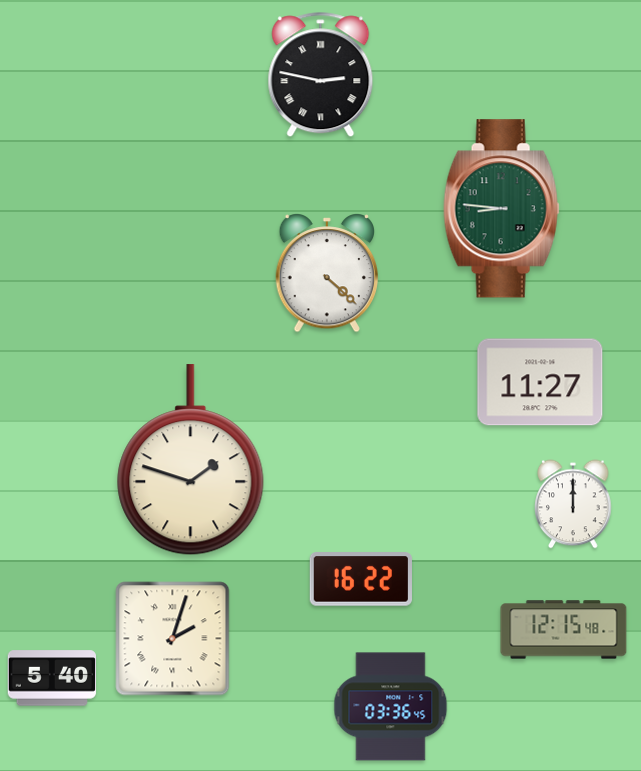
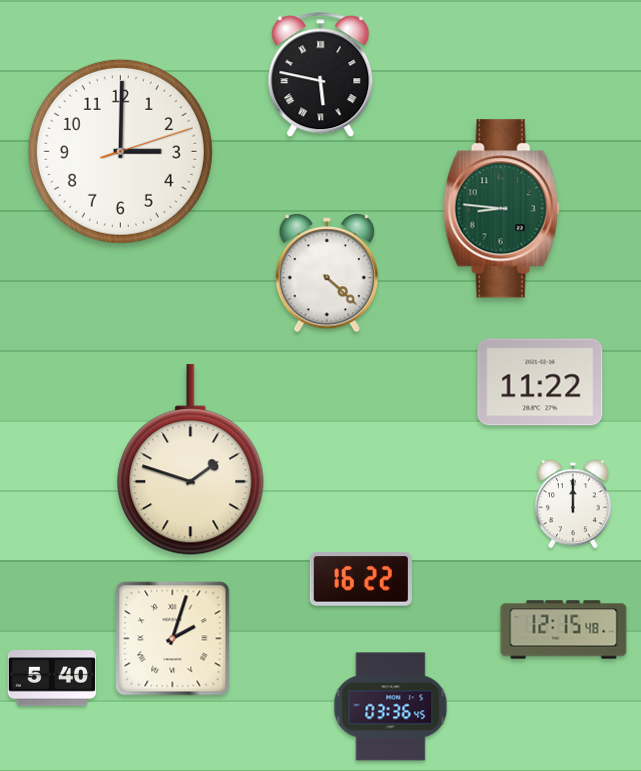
clock at (321, 75): 2:47 -> 5:47
clock at (120, 151): none -> 3:00
clock at (540, 382): 11:27 -> 11:22
